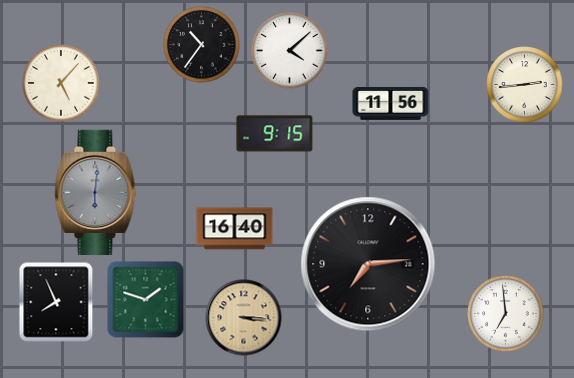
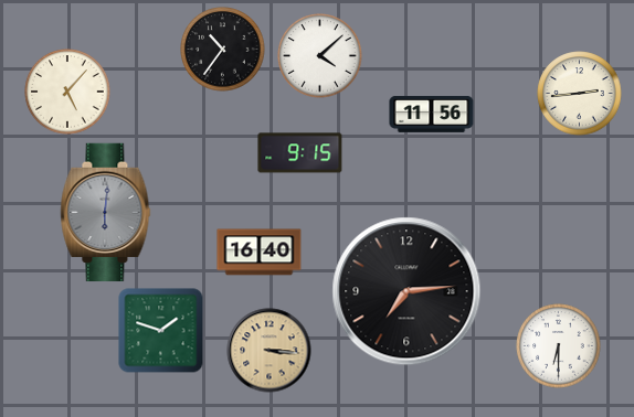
clock at (275, 134) position: (275, 134) -> (300, 153)
clock at (56, 302): 7:56 -> none
clock at (506, 314): 6:59 -> 6:30
